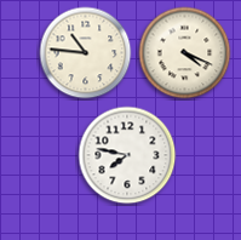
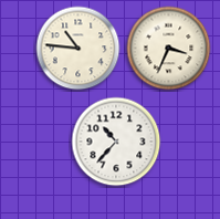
clock at (185, 53): 4:19 -> 3:34
clock at (127, 155): 7:47 -> 10:37
